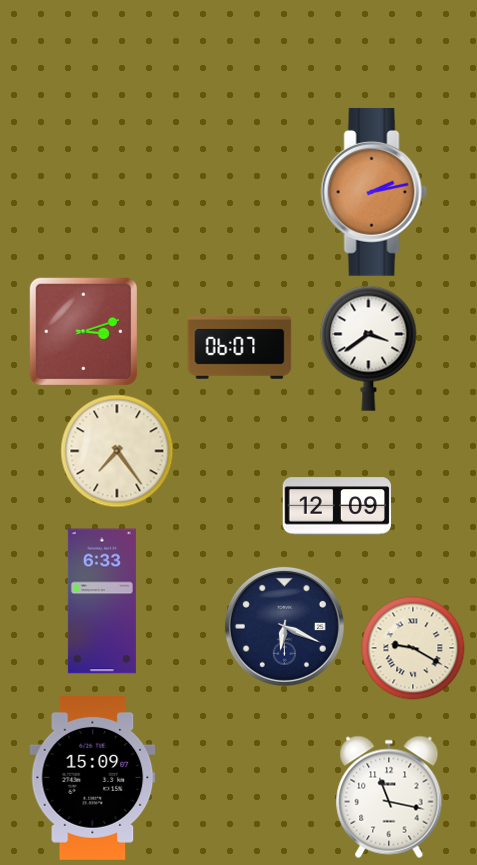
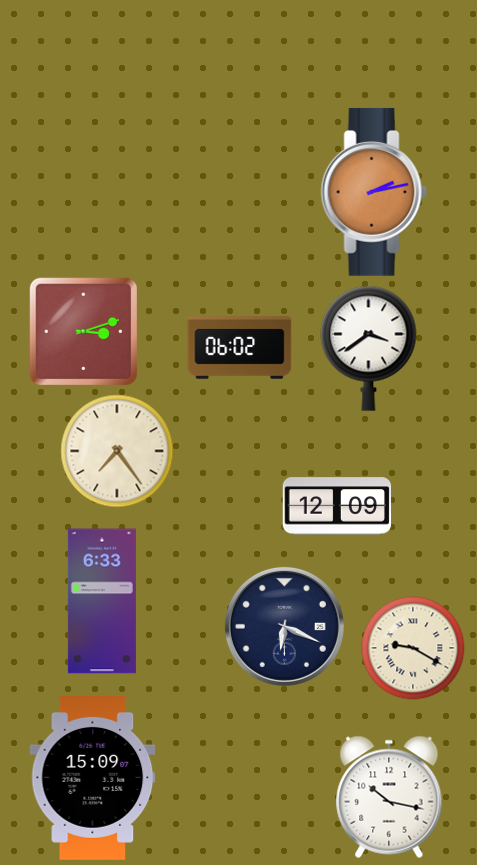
clock at (240, 348): 06:07 -> 06:02
clock at (389, 797): 11:17 -> 10:17
